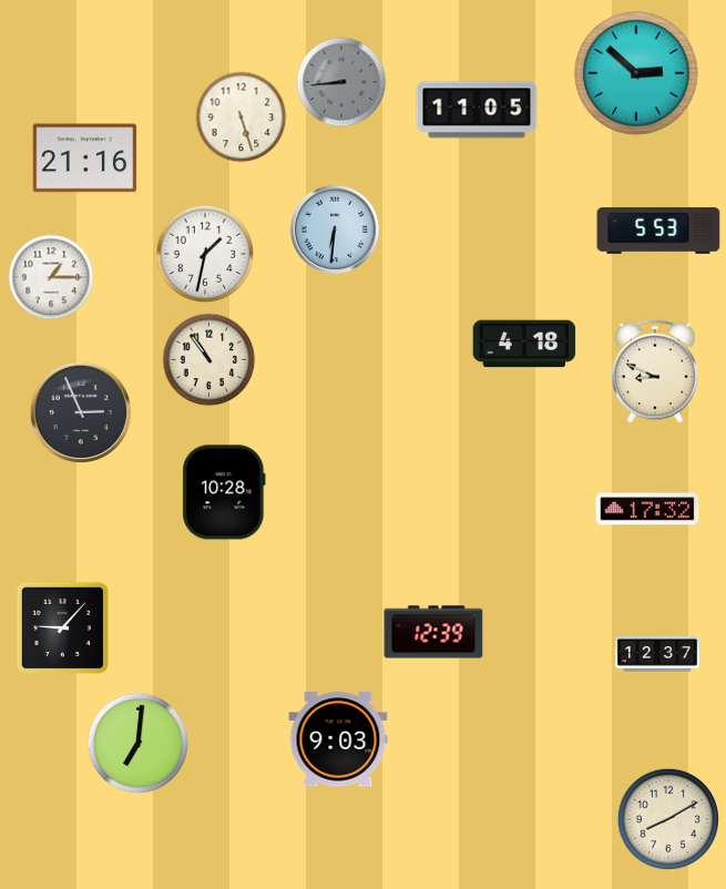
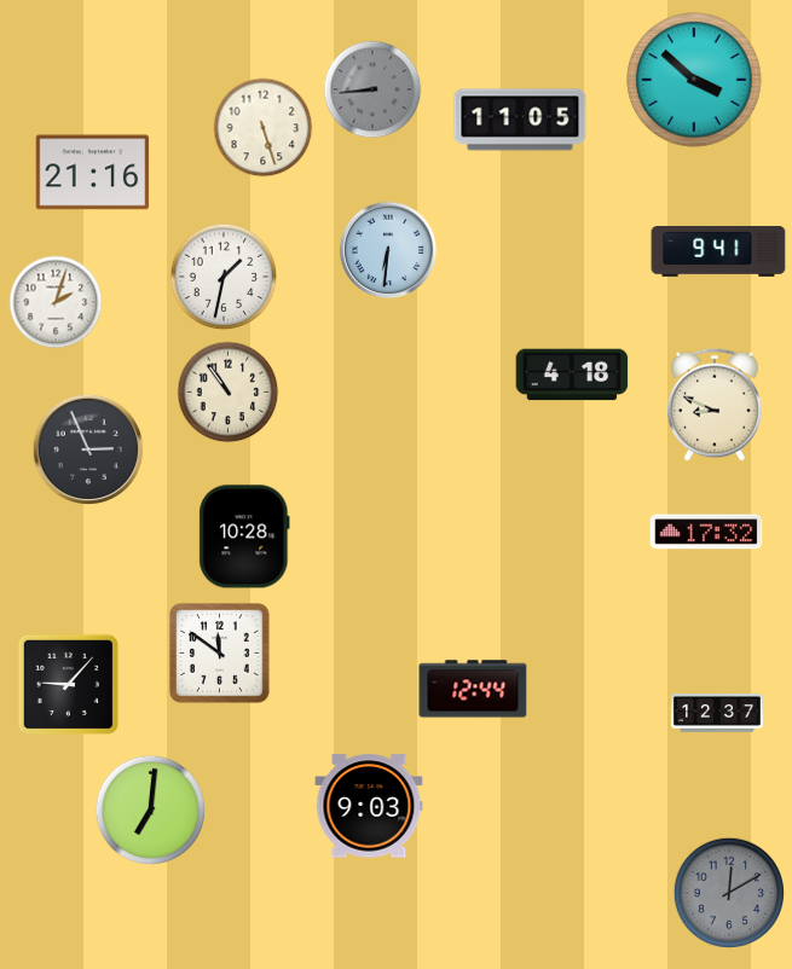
clock at (636, 73): 2:52 -> 3:52
clock at (335, 229) position: (335, 229) -> (388, 250)
clock at (658, 231): 5:53 -> 9:41
clock at (51, 277): 1:15 -> 2:03
clock at (647, 509) position: (647, 509) -> (706, 532)
clock at (220, 654): none -> 11:51
clock at (433, 632): 12:39 -> 12:44
clock at (668, 819): 8:10 -> 12:10
clock at (668, 819) dial: cream -> grey
